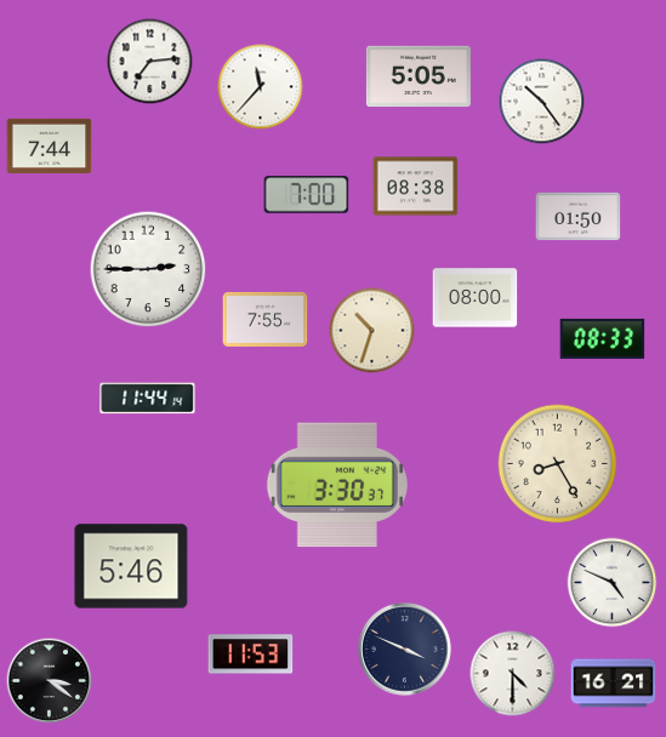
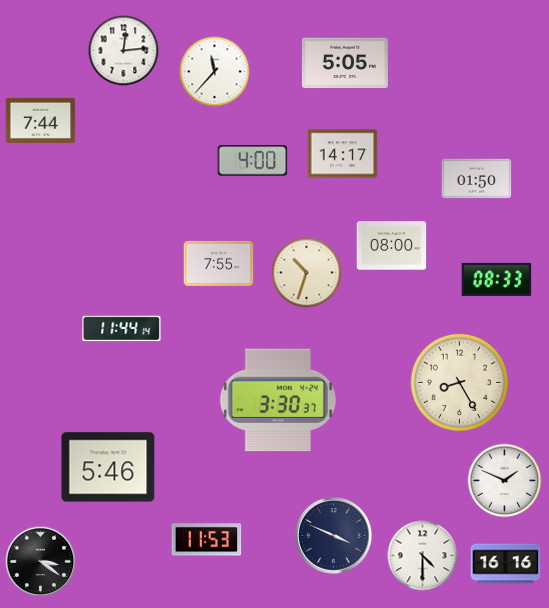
clock at (150, 62): 7:14 -> 12:14
clock at (542, 102): 10:24 -> none
clock at (416, 187): 08:38 -> 14:17
clock at (307, 195): 7:00 -> 4:00
clock at (148, 269): 2:45 -> none
clock at (613, 583): 4:49 -> 1:49
clock at (614, 684): 16:21 -> 16:16
